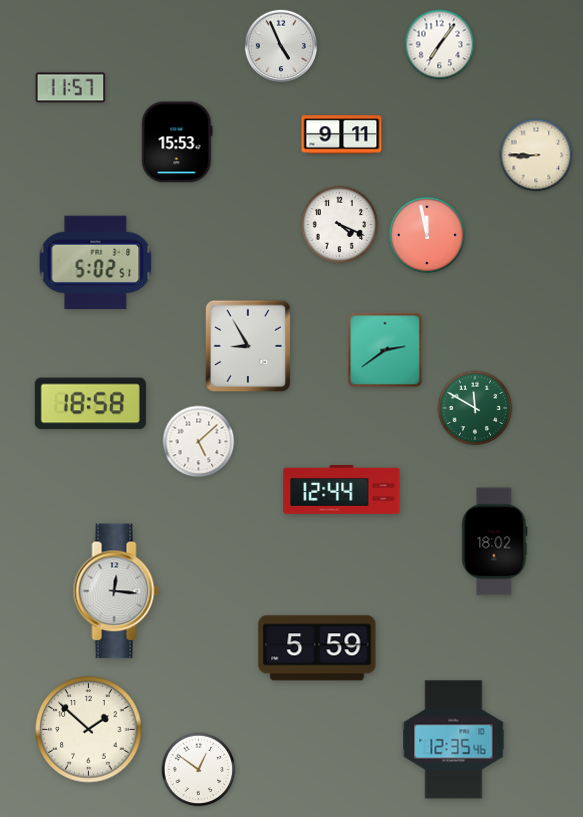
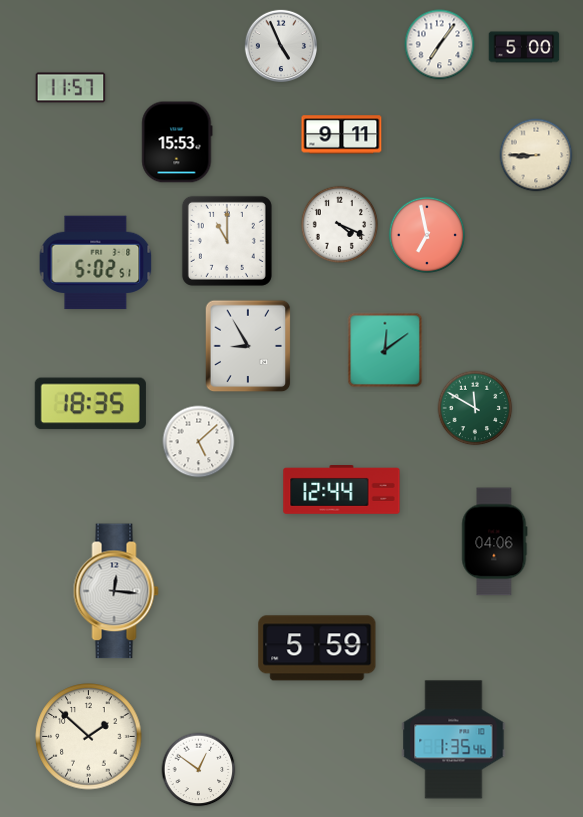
clock at (524, 47): none -> 5:00
clock at (427, 235): 11:58 -> 6:58
clock at (227, 241): none -> 11:00
clock at (385, 350): 2:39 -> 12:09
clock at (90, 404): 18:58 -> 18:35
clock at (495, 542): 18:02 -> 04:06
clock at (89, 730) position: (89, 730) -> (89, 737)
clock at (454, 740): 12:35 -> 1:35
